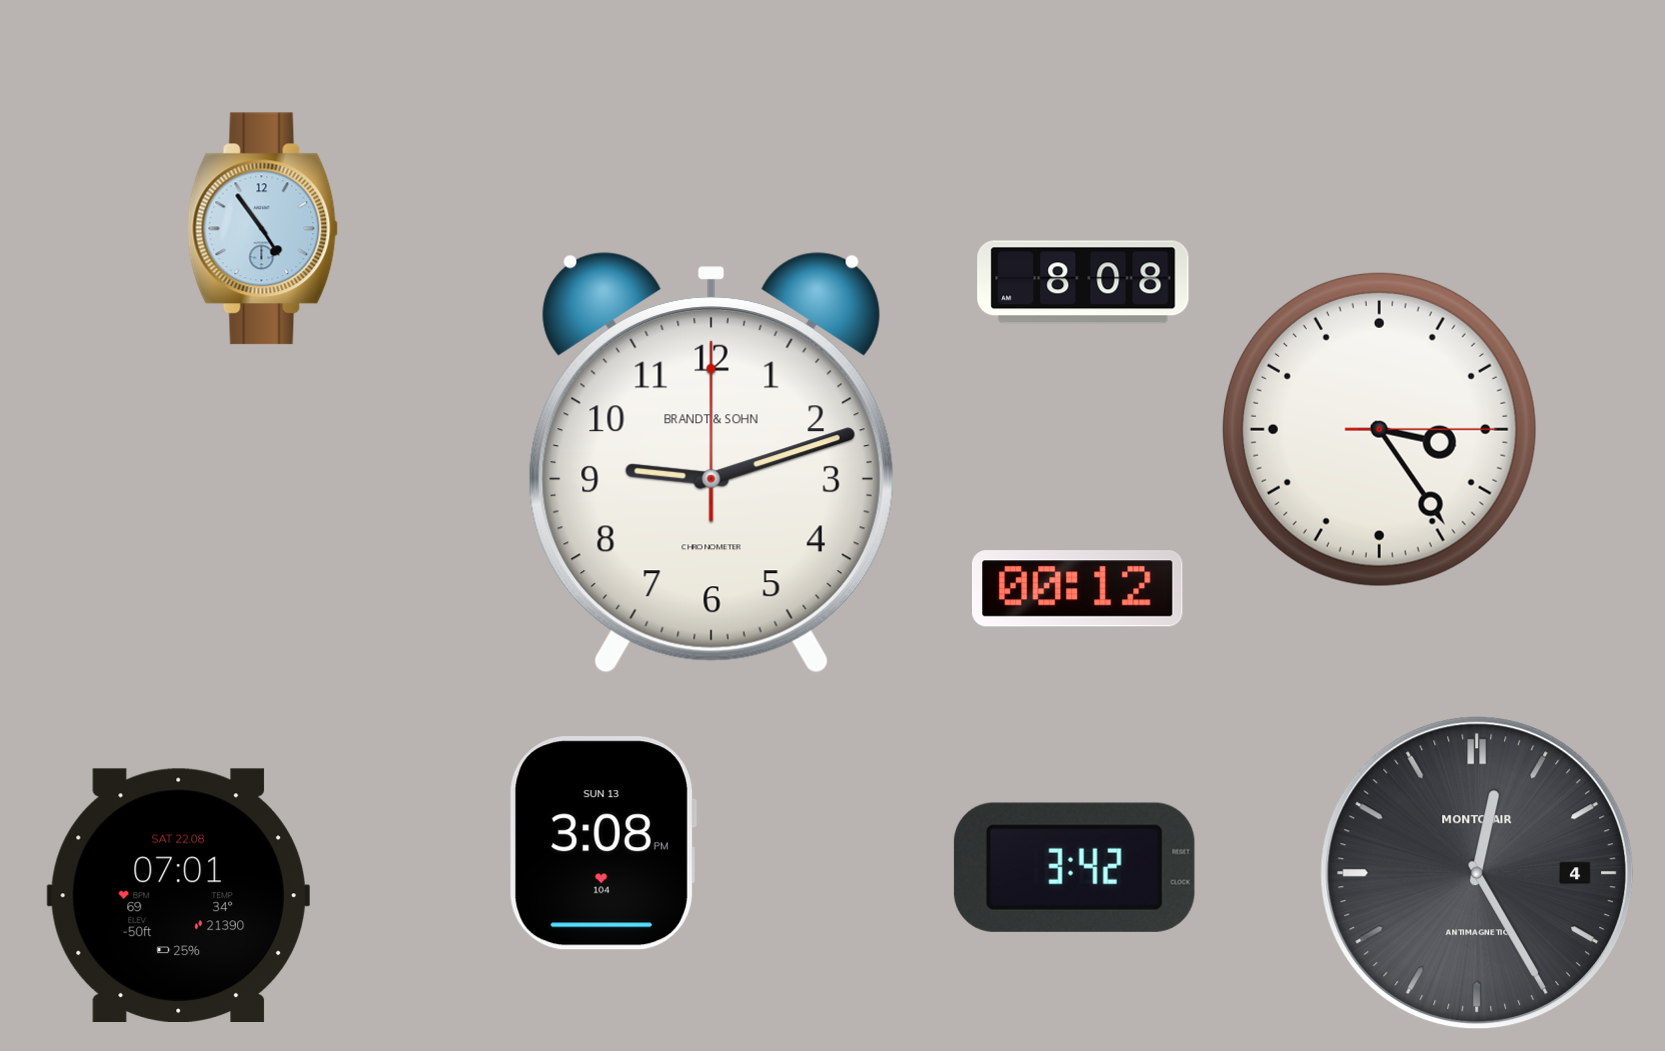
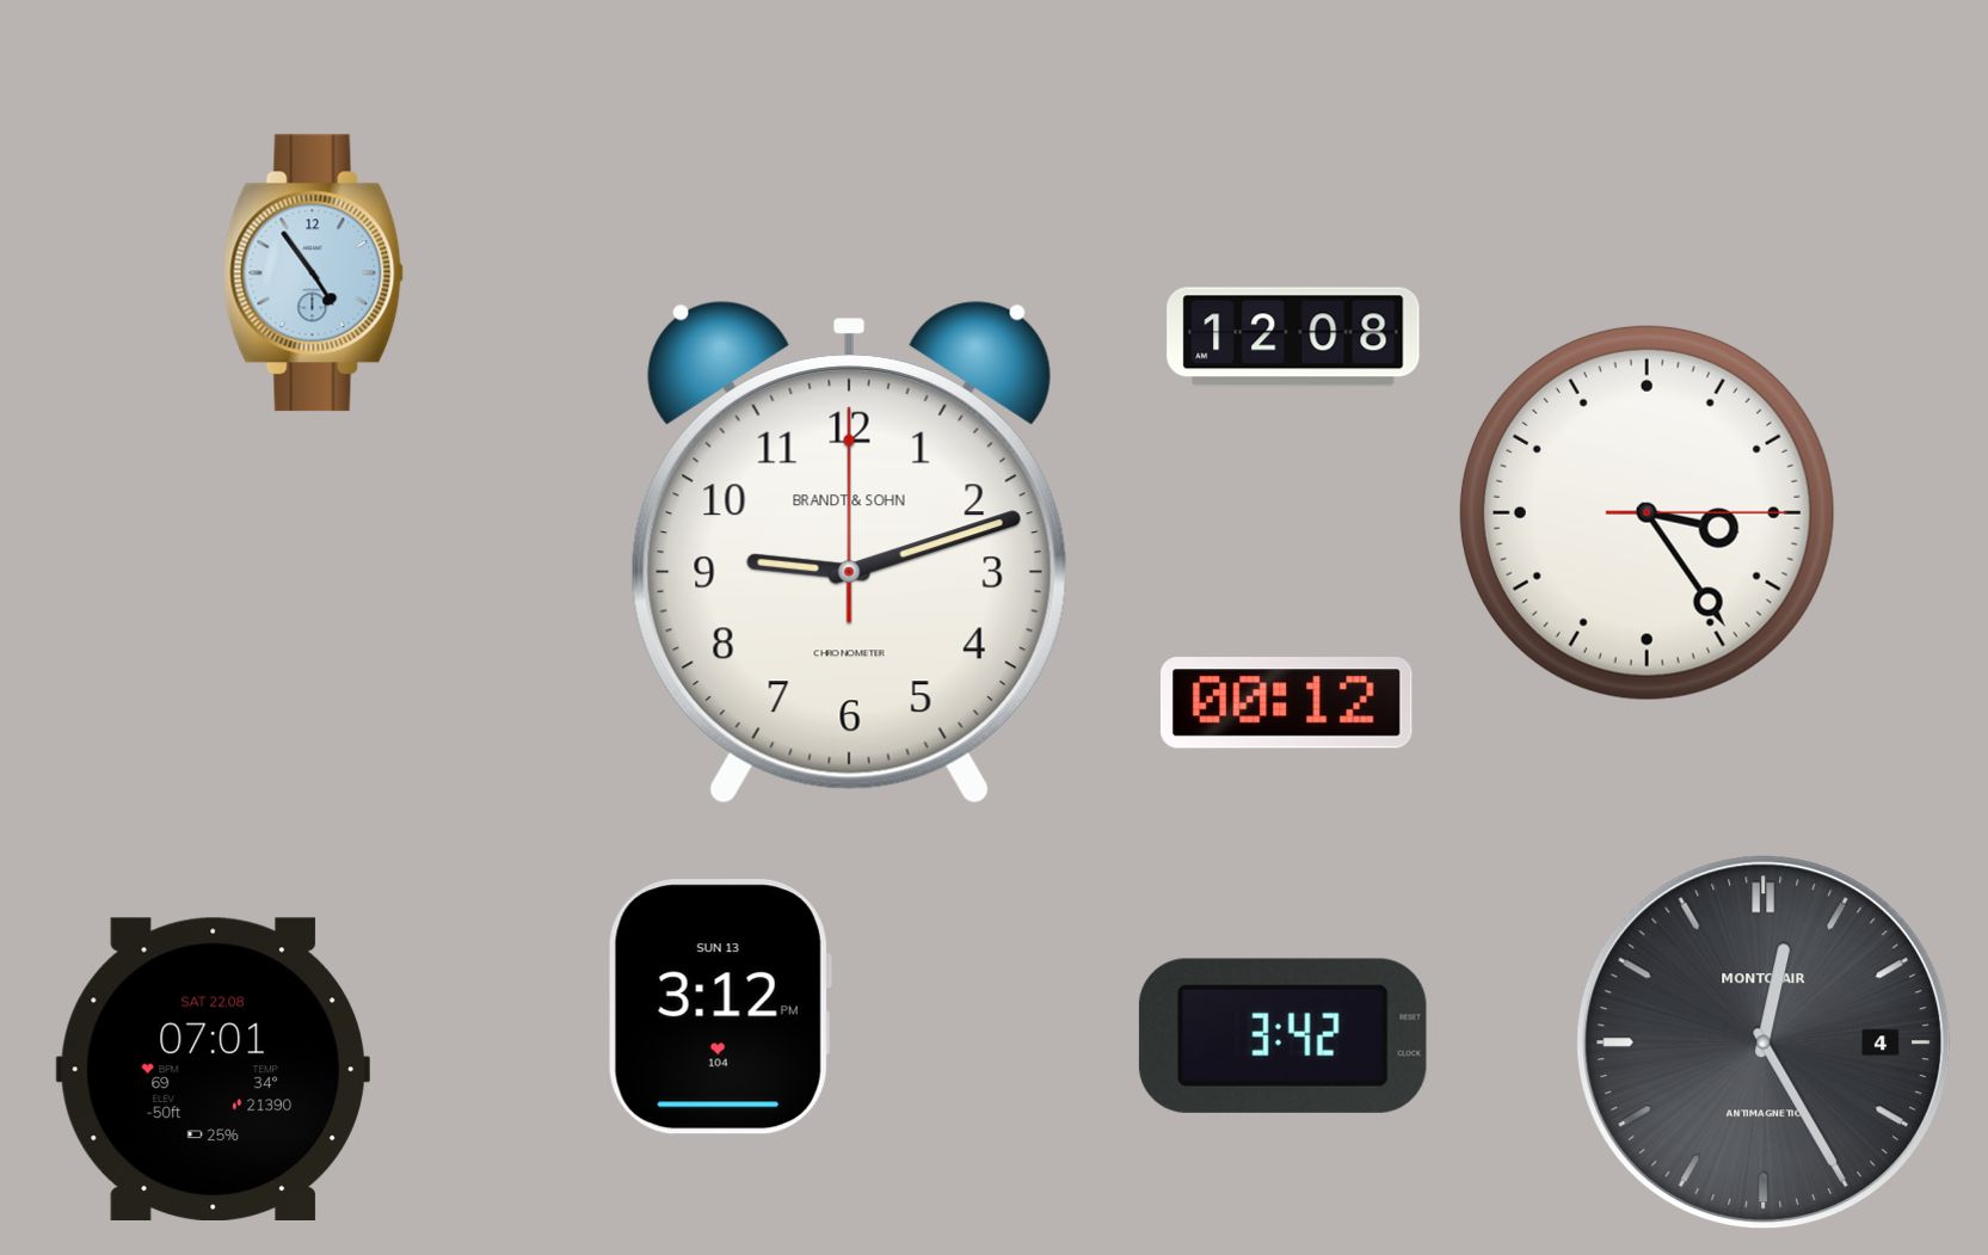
clock at (1083, 282): 8:08 -> 12:08
clock at (603, 843): 3:08 -> 3:12
